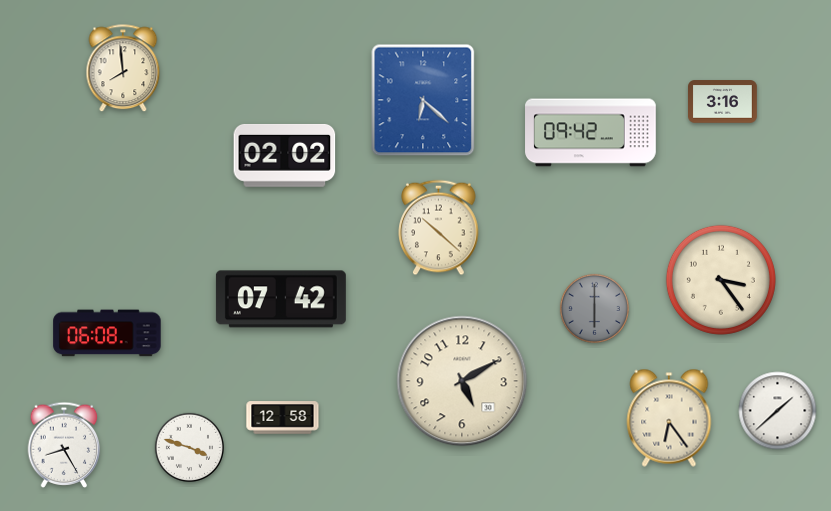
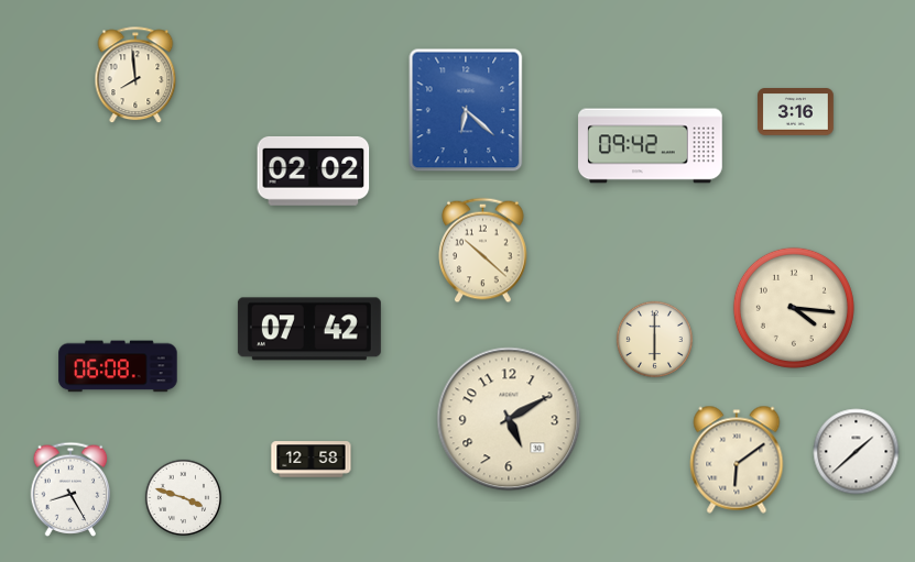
clock at (721, 280): 3:24 -> 4:16
clock at (594, 308) dial: grey -> cream
clock at (669, 418): 6:24 -> 6:09
clock at (189, 447) position: (189, 447) -> (183, 497)
